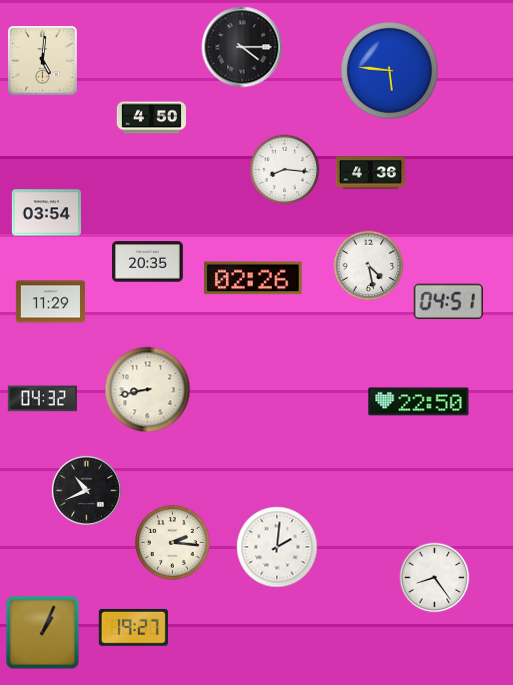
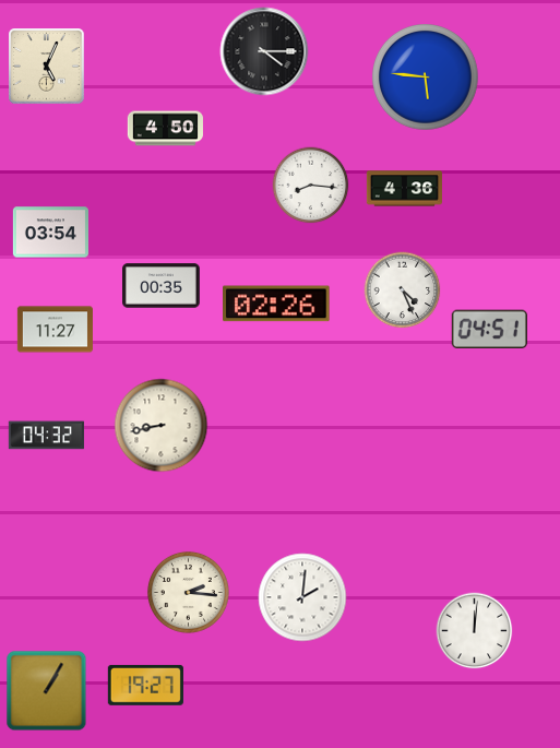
clock at (43, 61): 5:01 -> 5:04
clock at (148, 262): 20:35 -> 00:35
clock at (369, 266): 4:28 -> 4:26
clock at (50, 302): 11:29 -> 11:27
clock at (419, 402): 22:50 -> none
clock at (86, 490): 10:41 -> none
clock at (435, 578): 8:24 -> 12:01
clock at (43, 633): 1:04 -> 1:05
